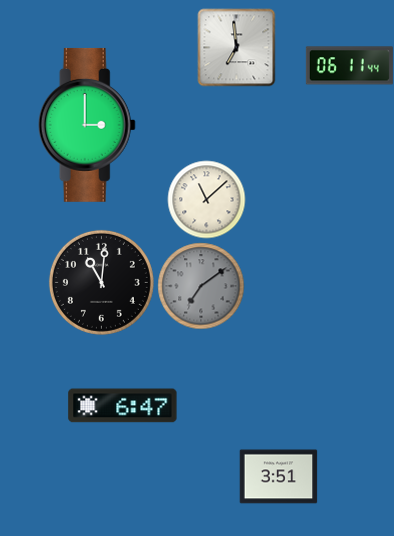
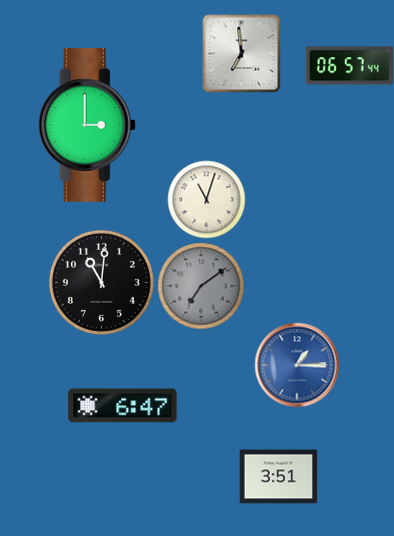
clock at (236, 47) position: (236, 47) -> (241, 53)
clock at (349, 66): 06:11 -> 06:57
clock at (206, 199): 11:08 -> 11:03
clock at (297, 365): none -> 1:15
